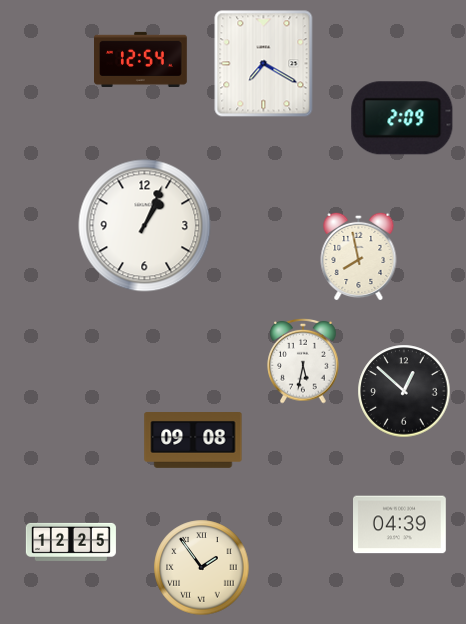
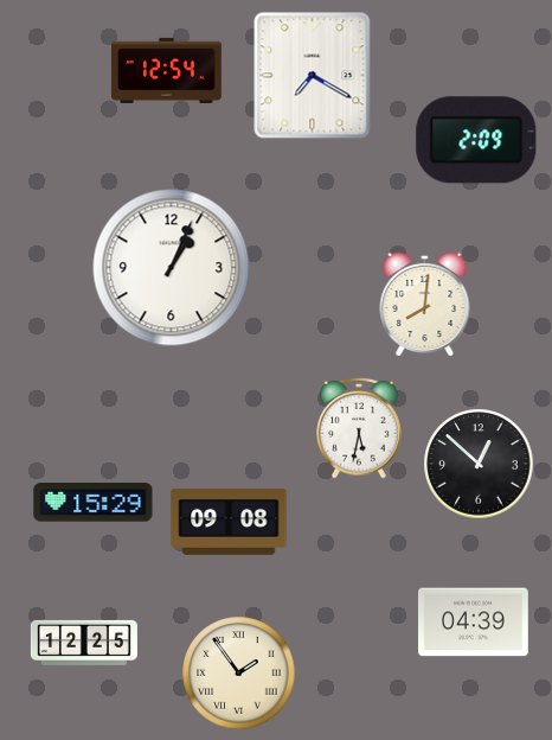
clock at (359, 256): 7:58 -> 8:01
clock at (94, 503): none -> 15:29
